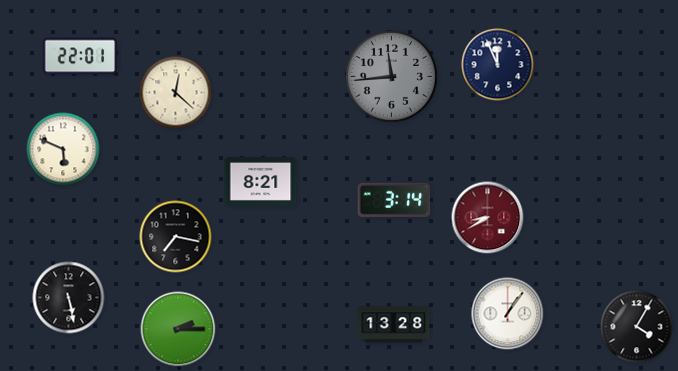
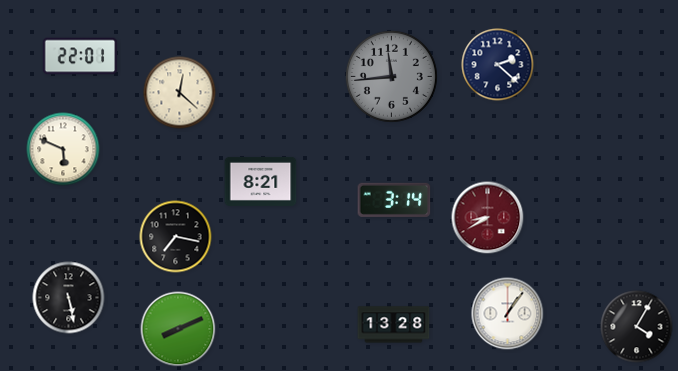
clock at (498, 65): 11:56 -> 2:22
clock at (176, 93) position: (176, 93) -> (180, 93)
clock at (178, 329): 2:15 -> 8:11
